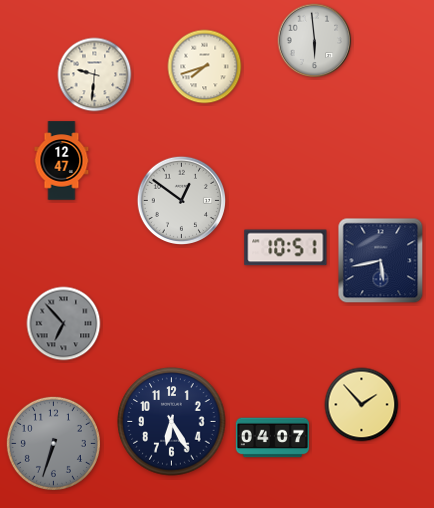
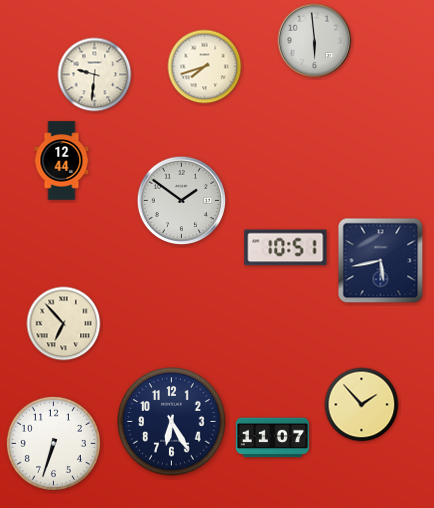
clock at (62, 161): 12:47 -> 12:44
clock at (181, 200): 12:51 -> 1:51
clock at (64, 324) dial: grey -> cream
clock at (272, 438): 04:07 -> 11:07
clock at (53, 443) dial: grey -> white
